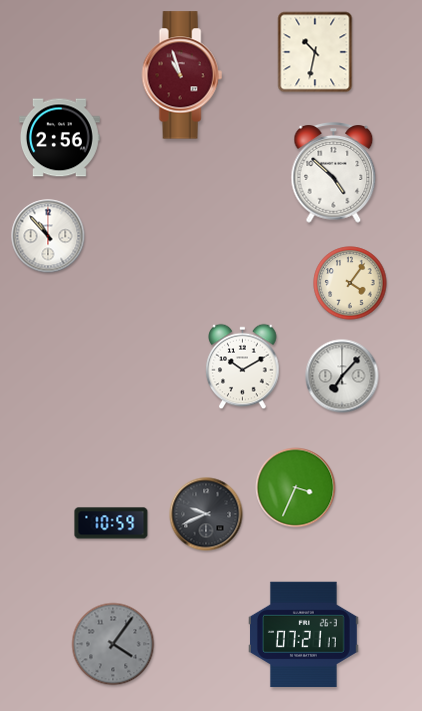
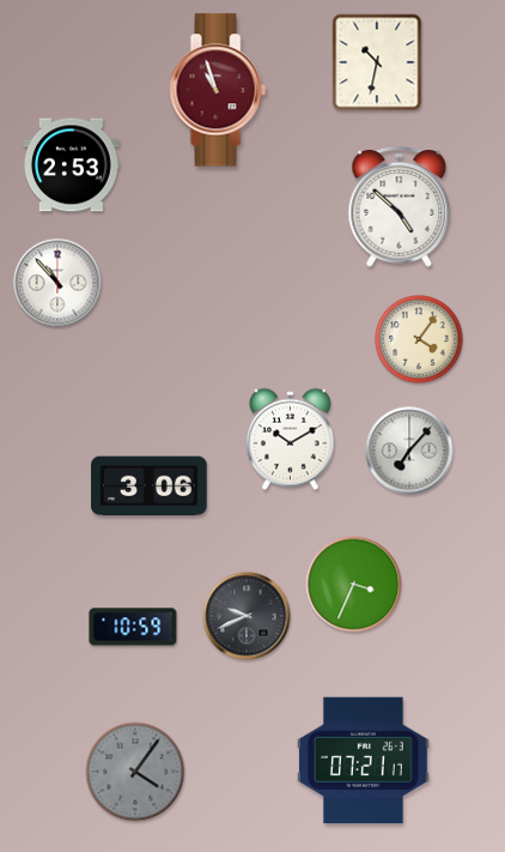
clock at (59, 138): 2:56 -> 2:53
clock at (150, 487): none -> 3:06
